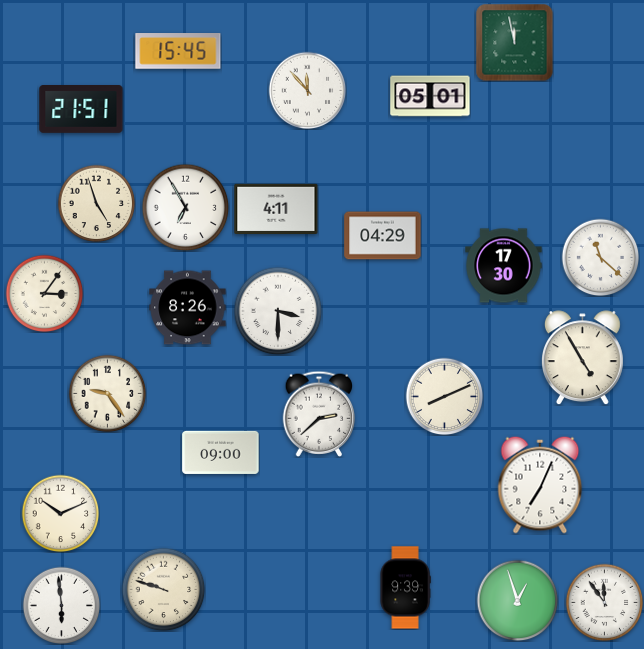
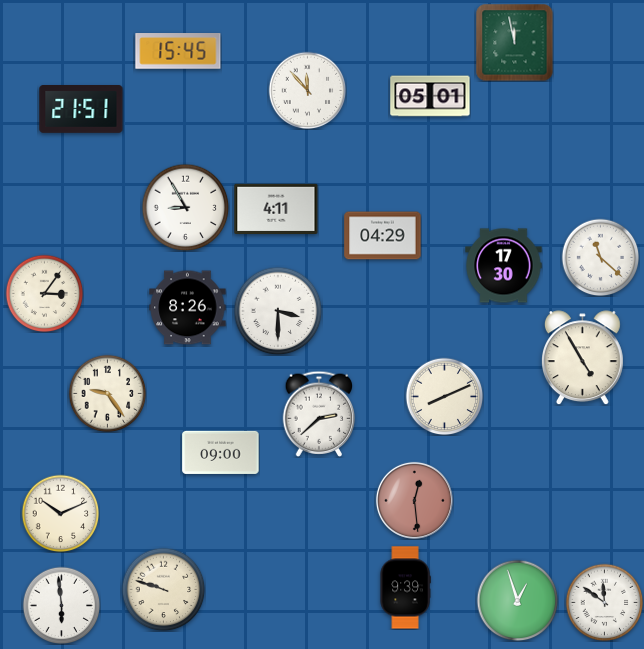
clock at (96, 203): 4:57 -> none
clock at (185, 207): 6:55 -> 8:55
clock at (540, 485): 7:04 -> none
clock at (414, 500): none -> 12:29
clock at (604, 602): 11:54 -> 11:51
